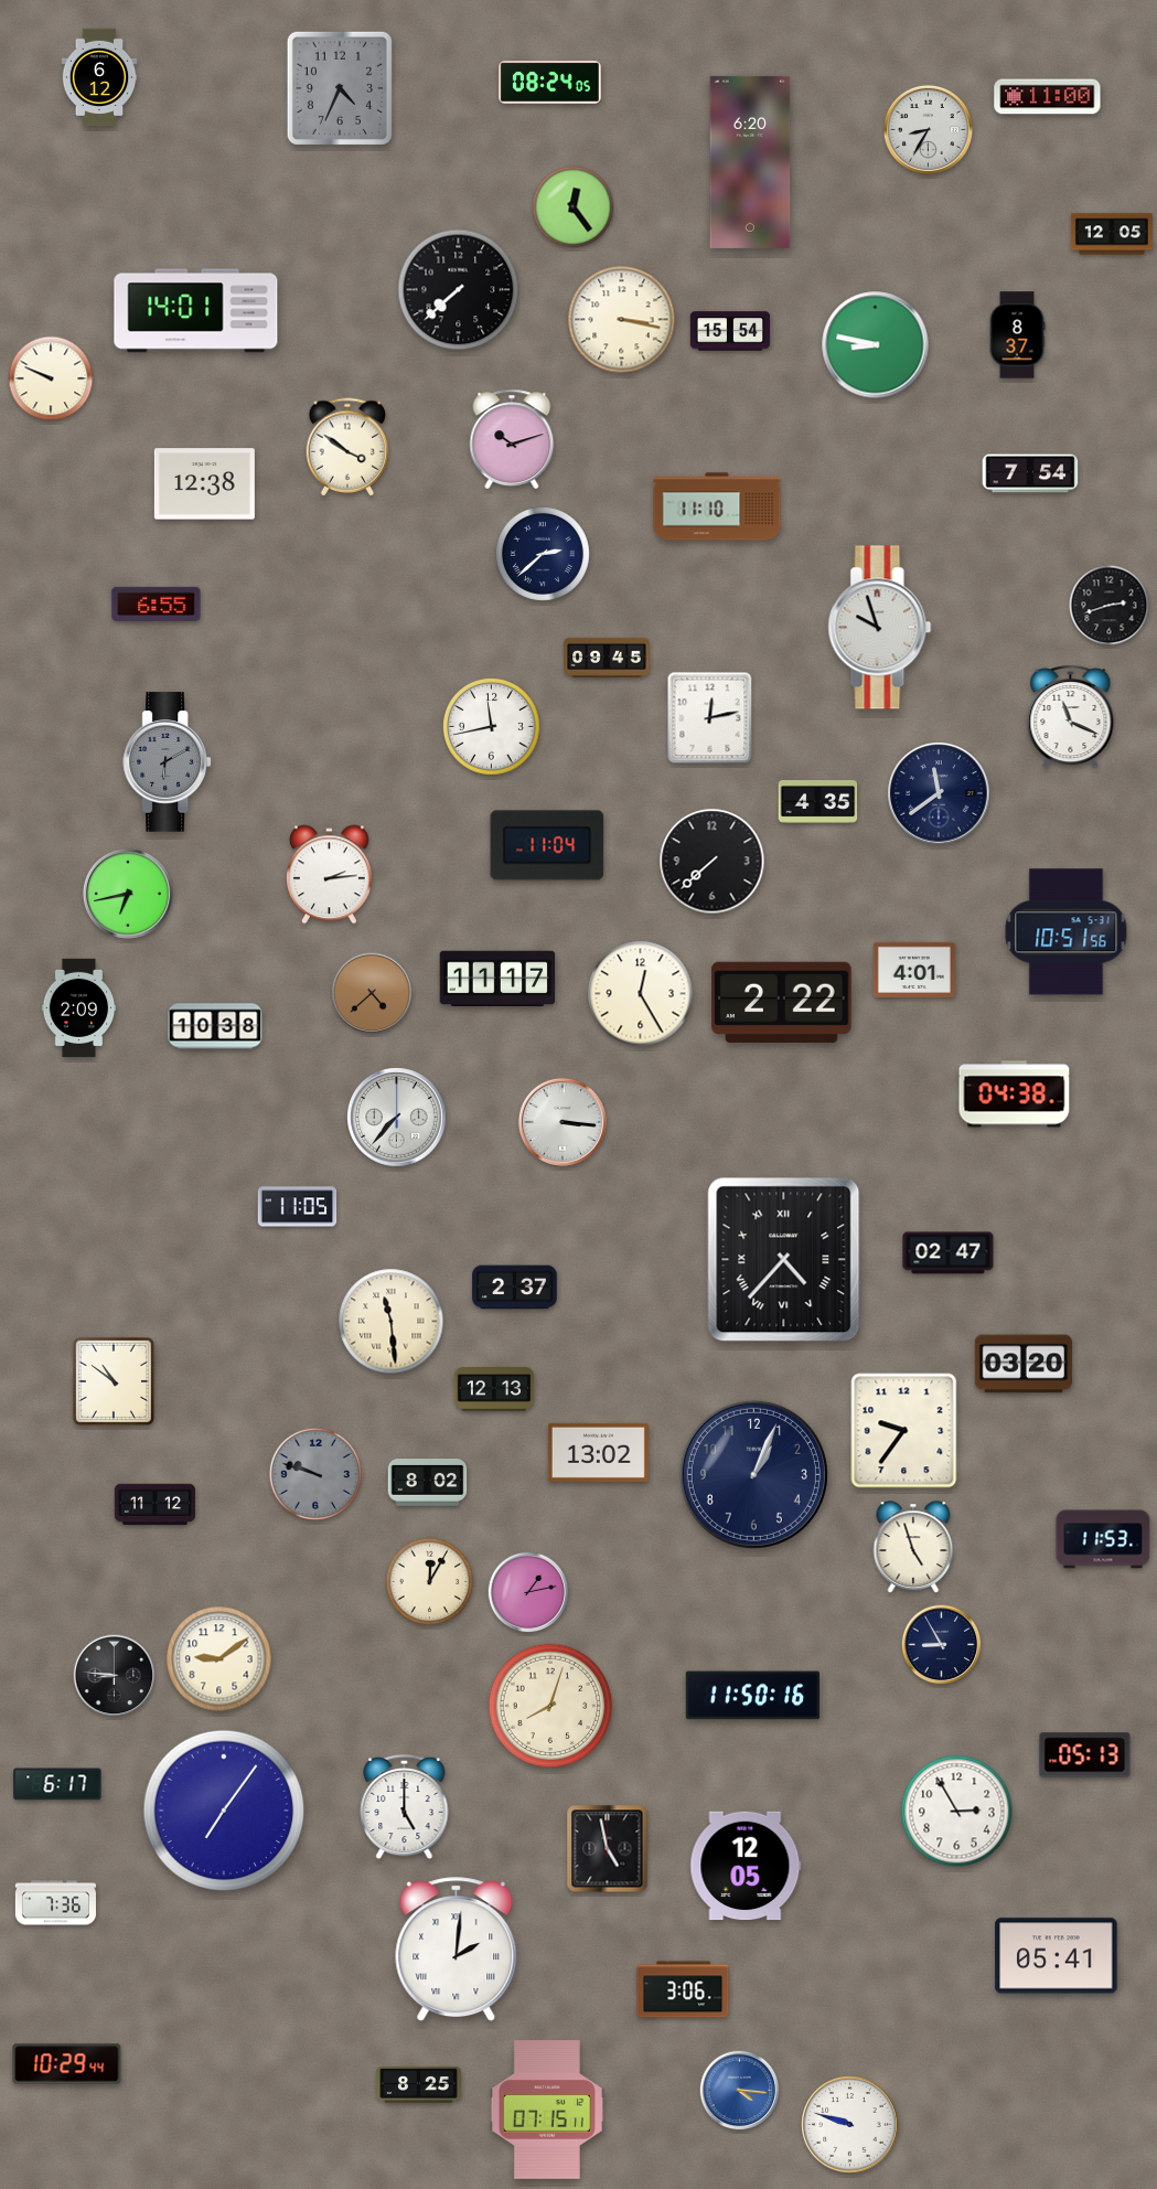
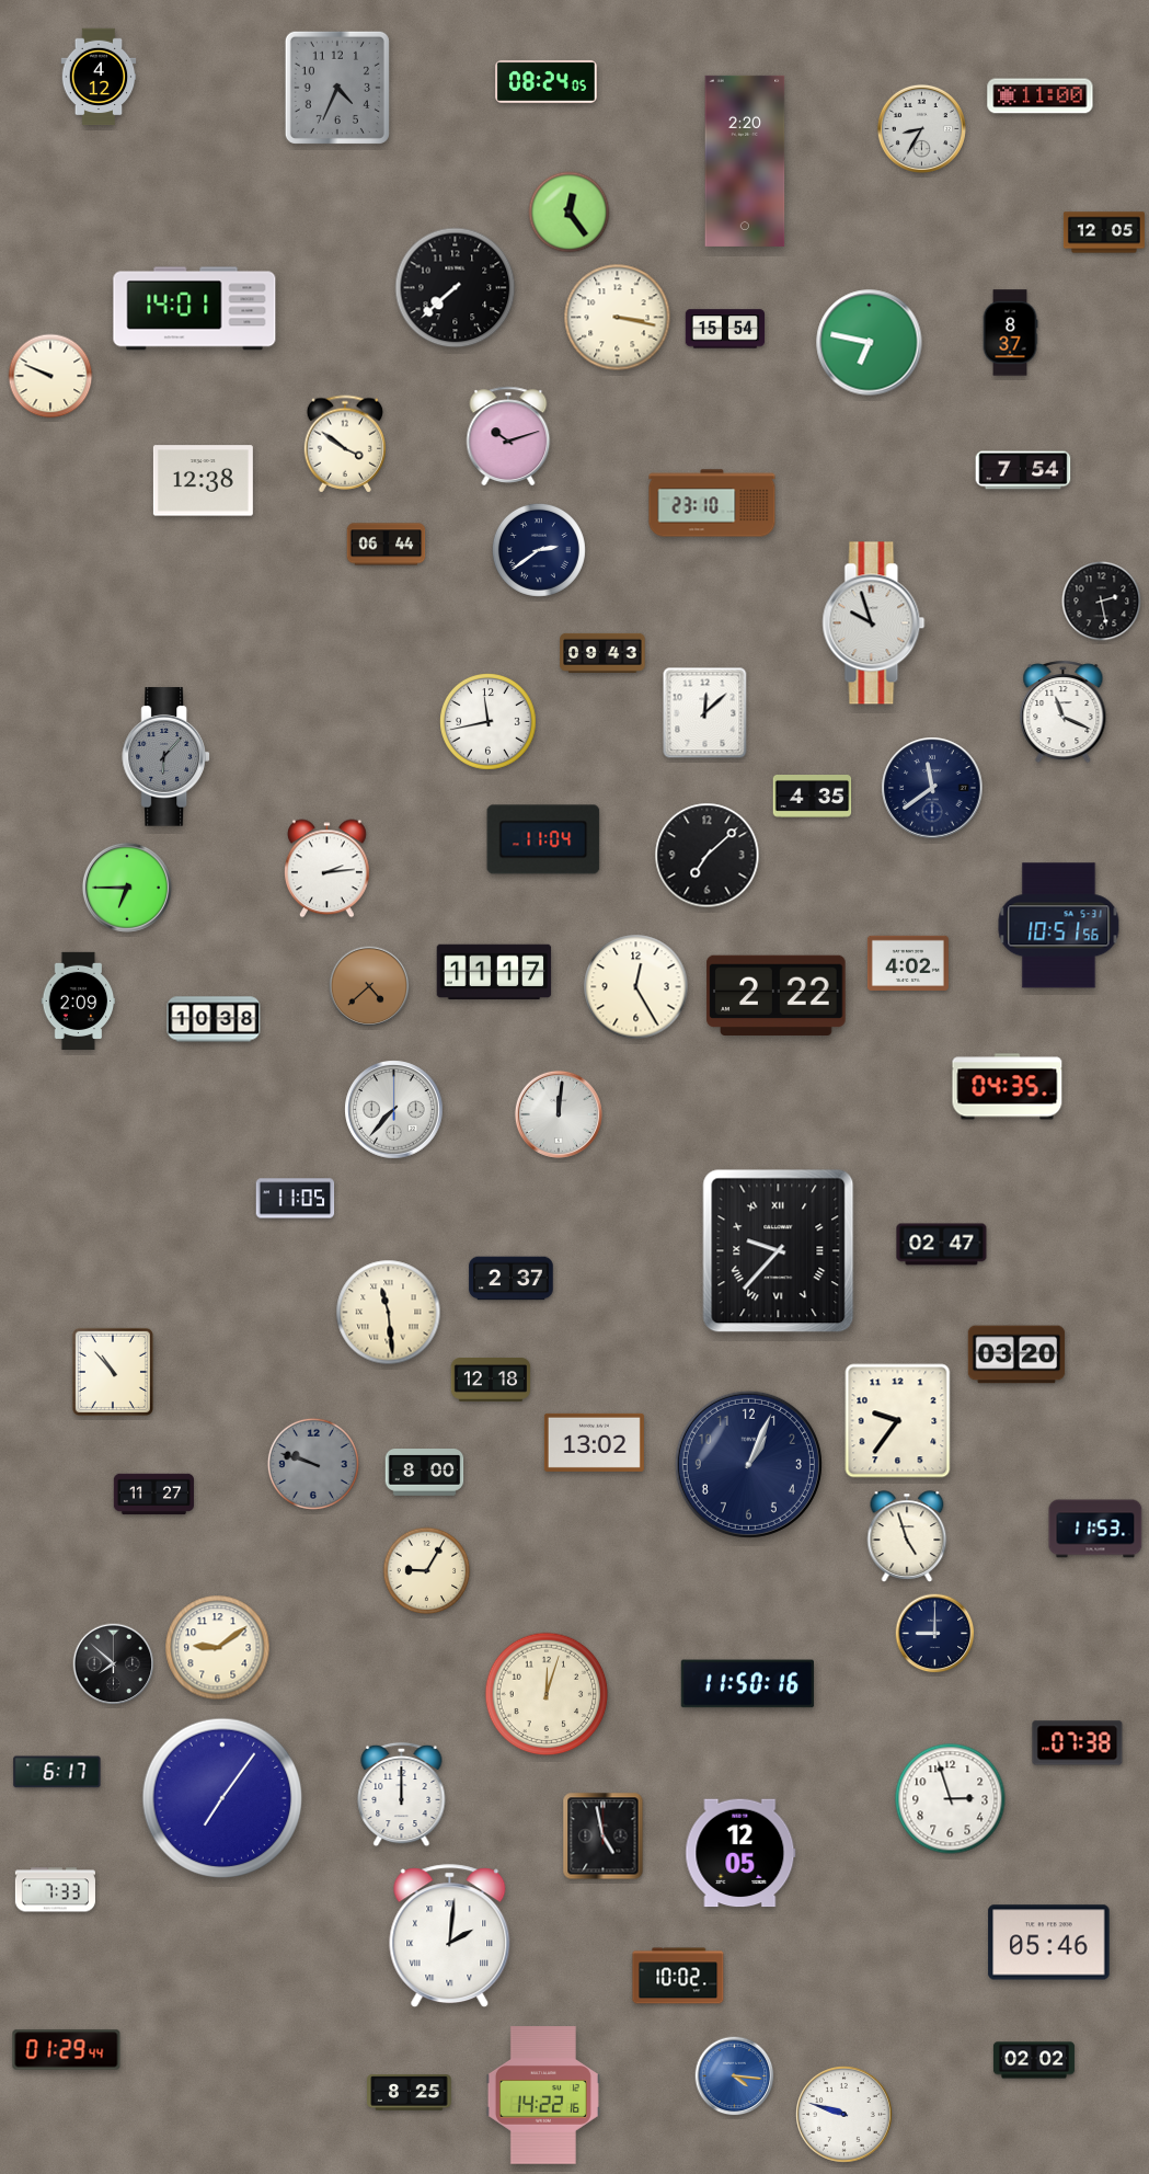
clock at (99, 77): 6:12 -> 4:12
clock at (750, 162): 6:20 -> 2:20
clock at (574, 207) position: (574, 207) -> (570, 213)
clock at (876, 345): 8:47 -> 6:47
clock at (717, 506): 11:10 -> 23:10
clock at (387, 545): none -> 06:44
clock at (543, 554): 2:38 -> 2:39
clock at (157, 604): 6:55 -> none
clock at (1110, 606): 2:42 -> 2:28
clock at (607, 658): 09:45 -> 09:43
clock at (710, 718): 12:13 -> 12:08
clock at (167, 762): 6:10 -> 6:07
clock at (713, 862): 7:38 -> 7:08
clock at (128, 894): 6:43 -> 6:45
clock at (914, 969): 4:01 -> 4:02
clock at (1015, 1094): 04:38 -> 04:35
clock at (563, 1122): 3:16 -> 12:01
clock at (784, 1260): 4:37 -> 9:37
clock at (114, 1381): 10:51 -> 10:53
clock at (494, 1389): 12:13 -> 12:18
clock at (428, 1483): 8:02 -> 8:00
clock at (154, 1505): 11:12 -> 11:27
clock at (430, 1582): 12:05 -> 9:05
clock at (528, 1592): 1:13 -> none
clock at (942, 1645): 8:55 -> 9:00
clock at (115, 1676): 8:46 -> 7:52
clock at (550, 1706): 8:03 -> 12:03
clock at (1085, 1755): 05:13 -> 07:38
clock at (405, 1807): 5:00 -> 12:00
clock at (957, 1812): 2:55 -> 2:57
clock at (55, 1903): 7:36 -> 7:33
clock at (457, 1948) position: (457, 1948) -> (450, 1935)
clock at (1057, 1956): 05:41 -> 05:46
clock at (683, 1989): 3:06 -> 10:02
clock at (67, 2064): 10:29 -> 01:29
clock at (1034, 2060): none -> 02:02
clock at (419, 2085) position: (419, 2085) -> (410, 2093)
clock at (547, 2110): 07:15 -> 14:22
clock at (850, 2125) position: (850, 2125) -> (844, 2115)
